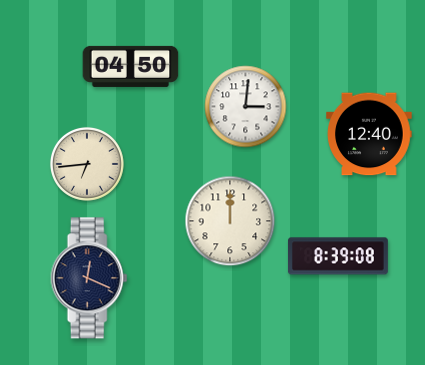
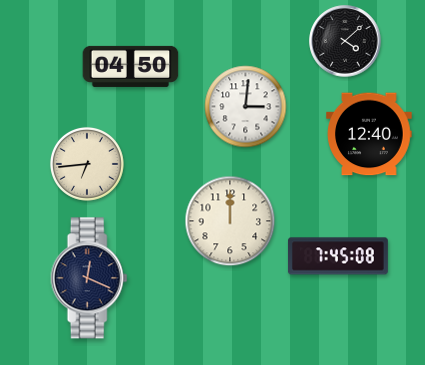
clock at (345, 41): none -> 4:08
clock at (338, 256): 8:39 -> 7:45
